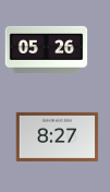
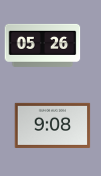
clock at (58, 136): 8:27 -> 9:08
